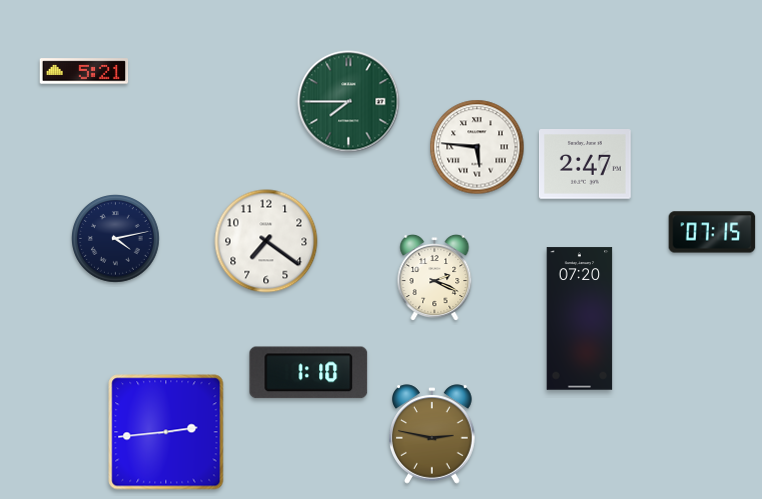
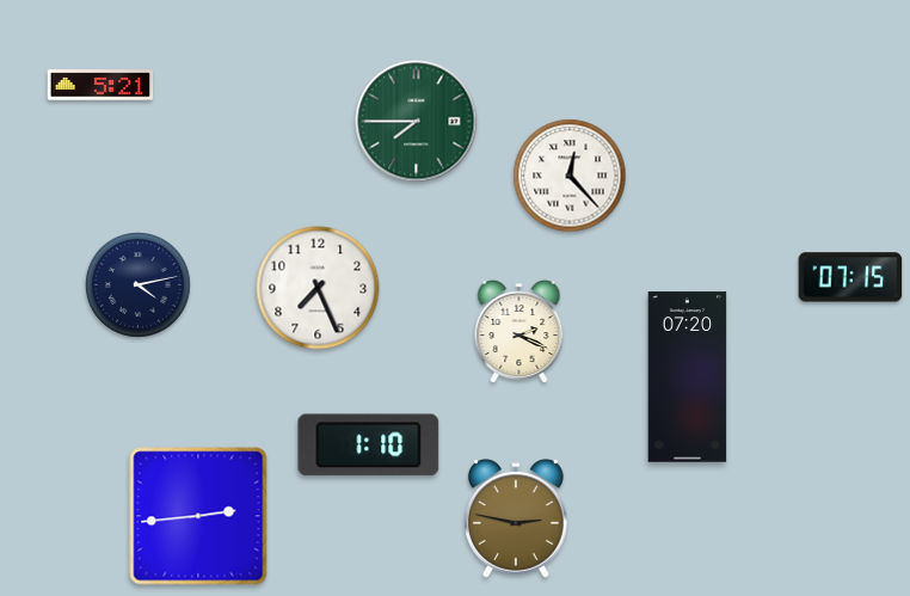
clock at (477, 147): 5:46 -> 12:23
clock at (585, 165): 2:47 -> none
clock at (266, 241): 7:21 -> 7:26
clock at (580, 319) position: (580, 319) -> (688, 377)
